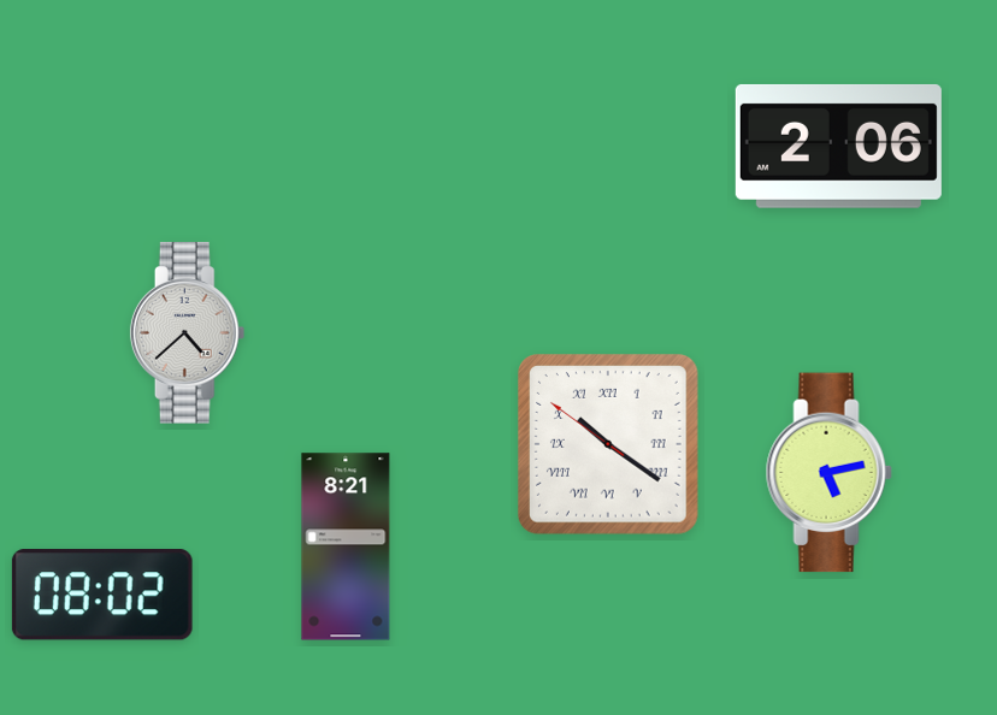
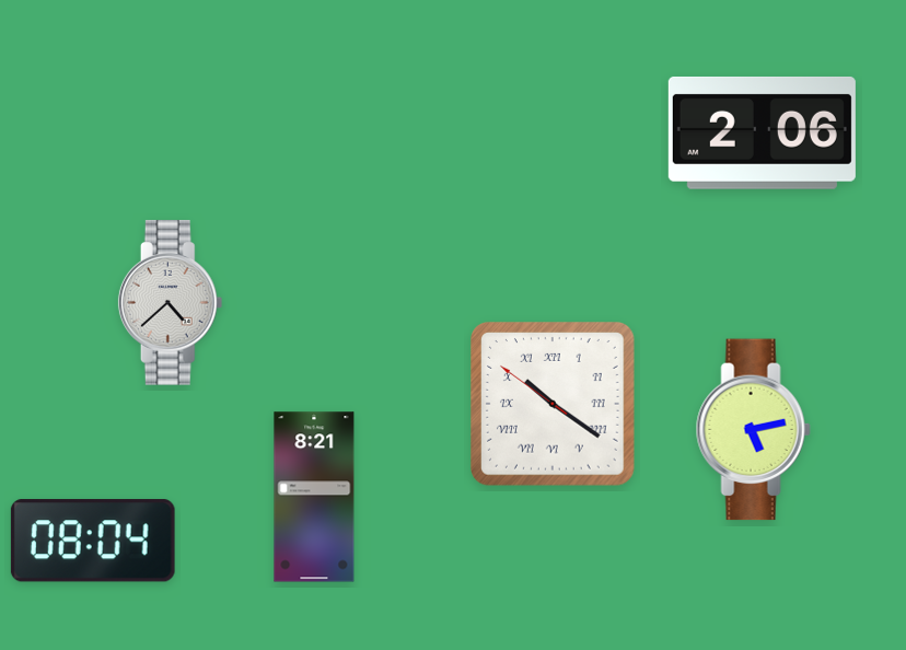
clock at (102, 595): 08:02 -> 08:04
